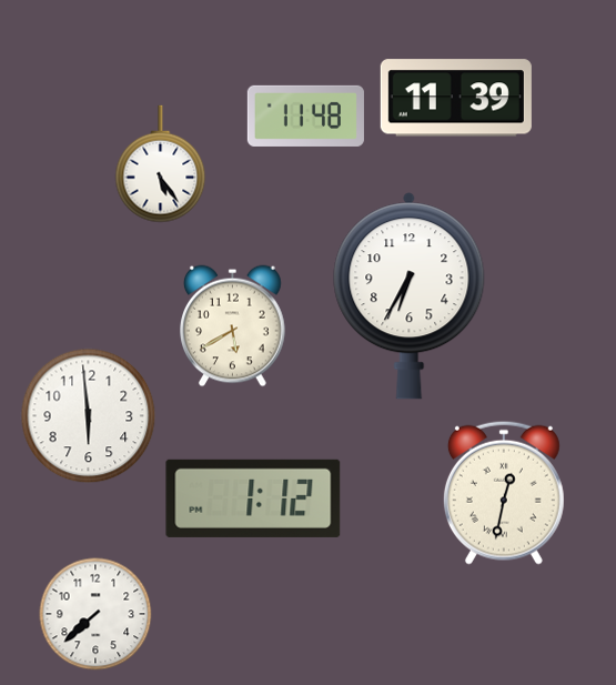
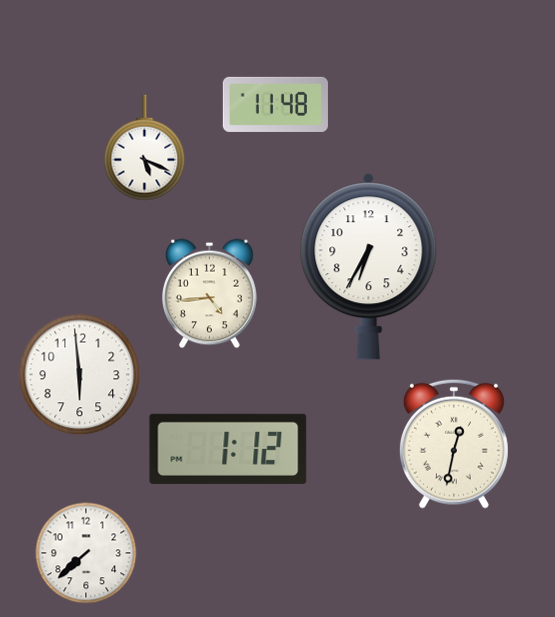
clock at (456, 98): 11:39 -> none
clock at (161, 164): 5:24 -> 5:19
clock at (233, 326): 5:40 -> 4:44
